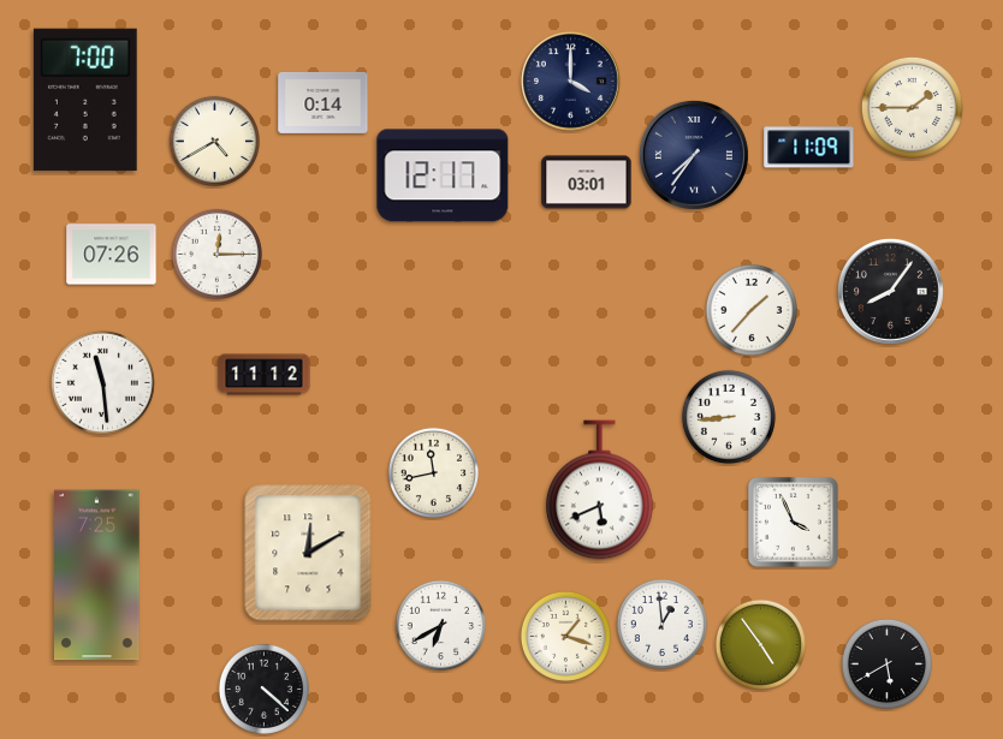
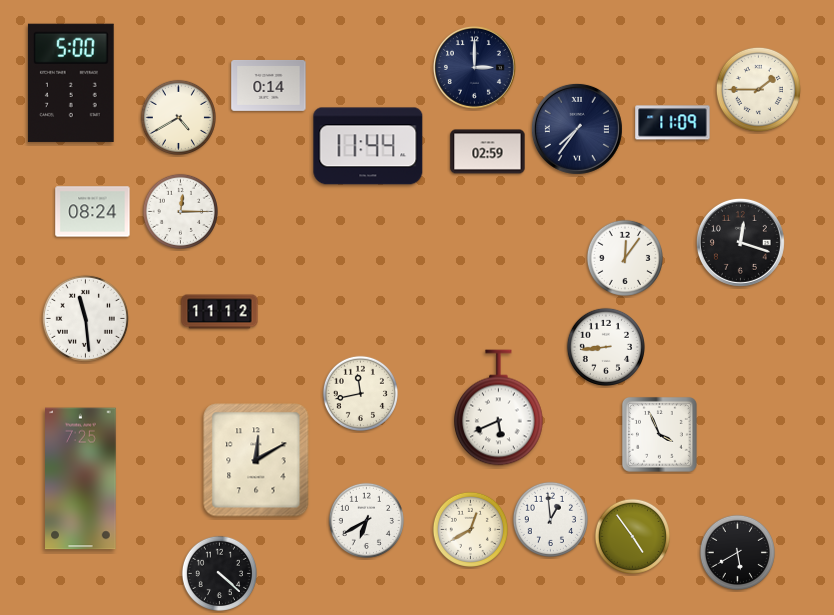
clock at (570, 81): 4:00 -> 3:00
clock at (85, 100): 7:00 -> 5:00
clock at (443, 175): 12:17 -> 11:44
clock at (587, 183): 03:01 -> 02:59
clock at (112, 255): 07:26 -> 08:24
clock at (890, 291): 8:06 -> 12:18
clock at (752, 310): 1:37 -> 12:06
clock at (565, 636): 1:18 -> 12:40
